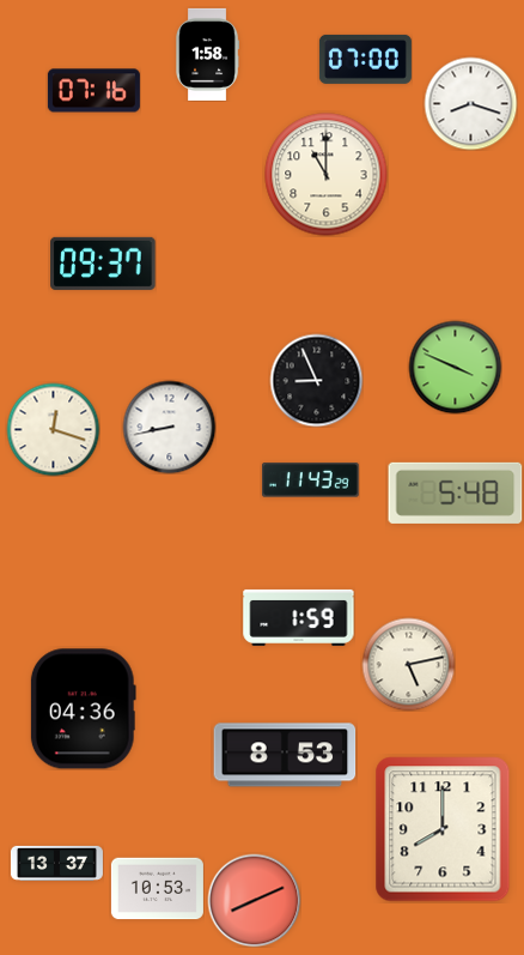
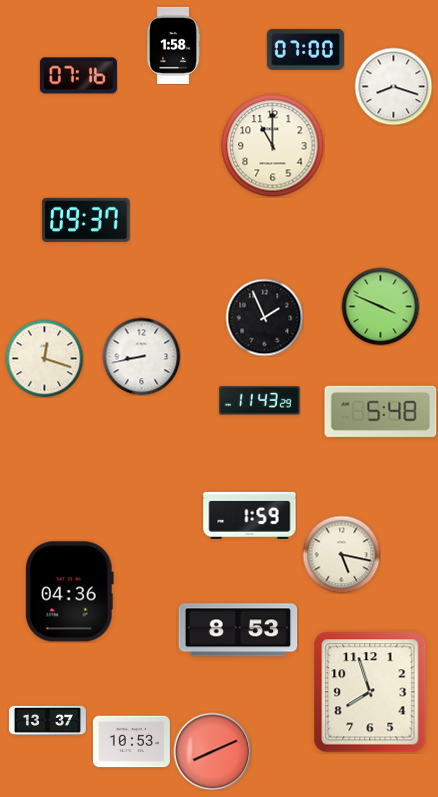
clock at (316, 380): 8:56 -> 1:56
clock at (408, 664): 5:13 -> 5:17
clock at (443, 829): 8:00 -> 7:57
